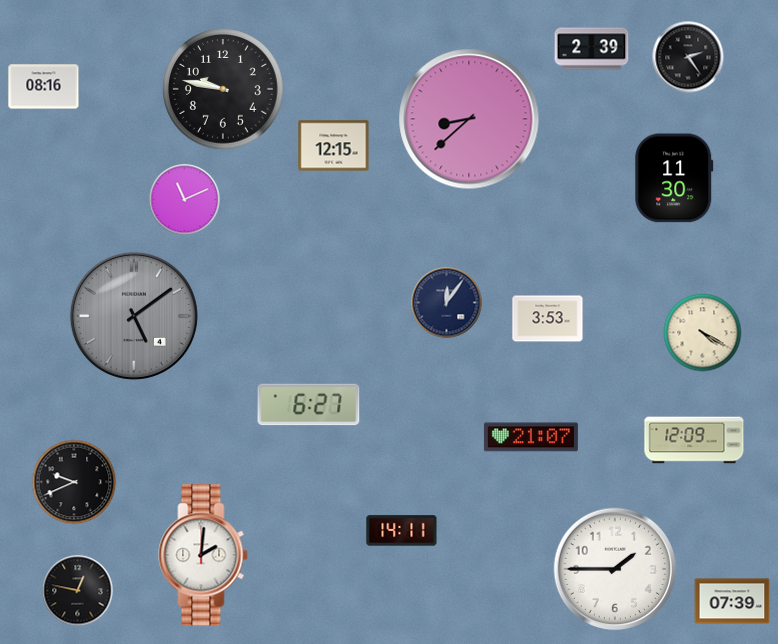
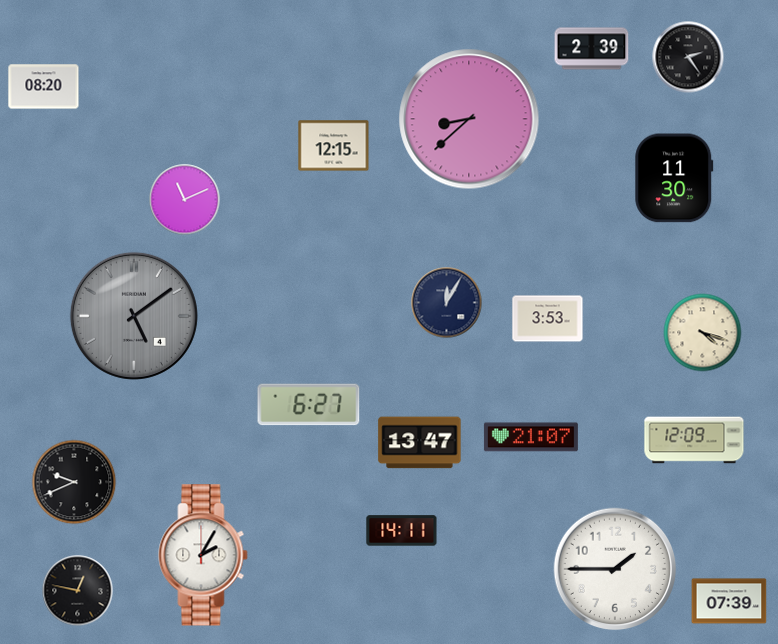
clock at (44, 87): 08:16 -> 08:20
clock at (224, 90): 9:47 -> none
clock at (447, 303): 12:06 -> 12:05
clock at (703, 333): 4:20 -> 4:18
clock at (420, 443): none -> 13:47
clock at (203, 555): 2:01 -> 2:05
clock at (732, 601) position: (732, 601) -> (729, 601)
